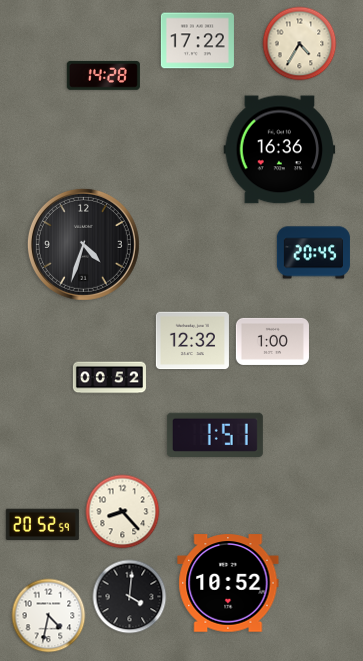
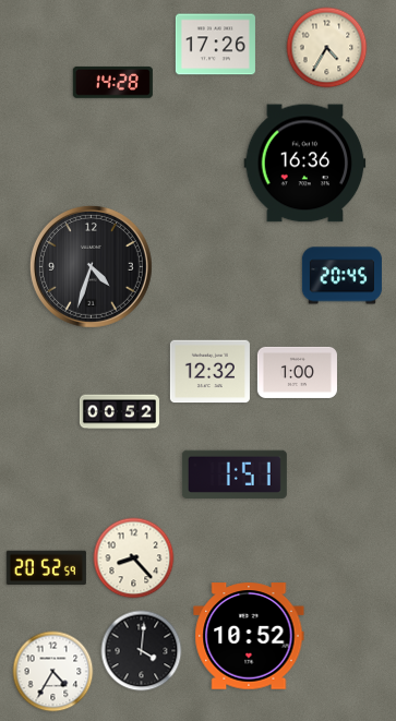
clock at (197, 41): 17:22 -> 17:26
clock at (42, 525) position: (42, 525) -> (46, 568)
clock at (49, 616): 4:32 -> 4:35
